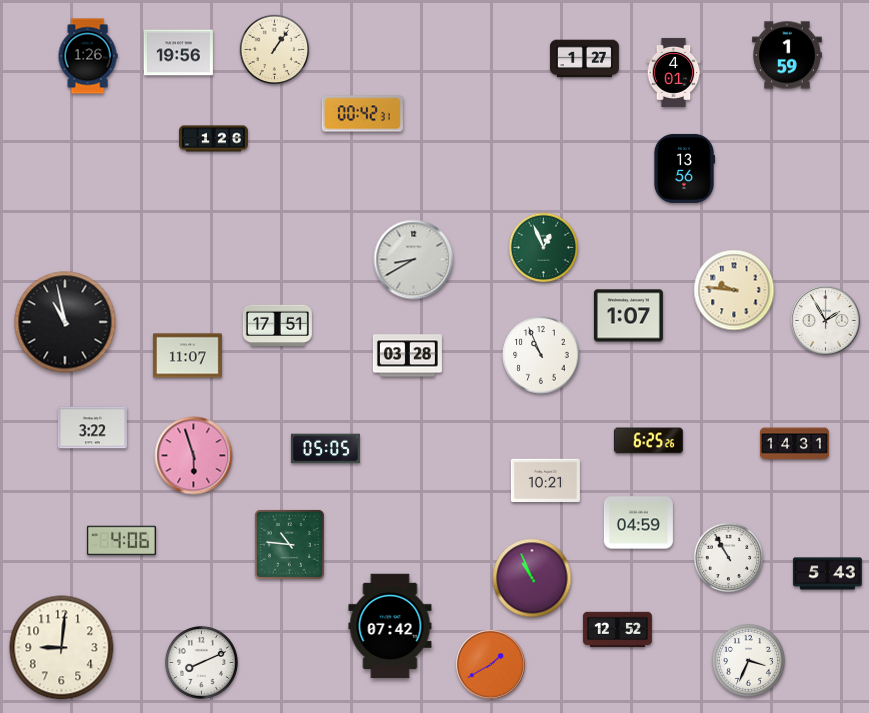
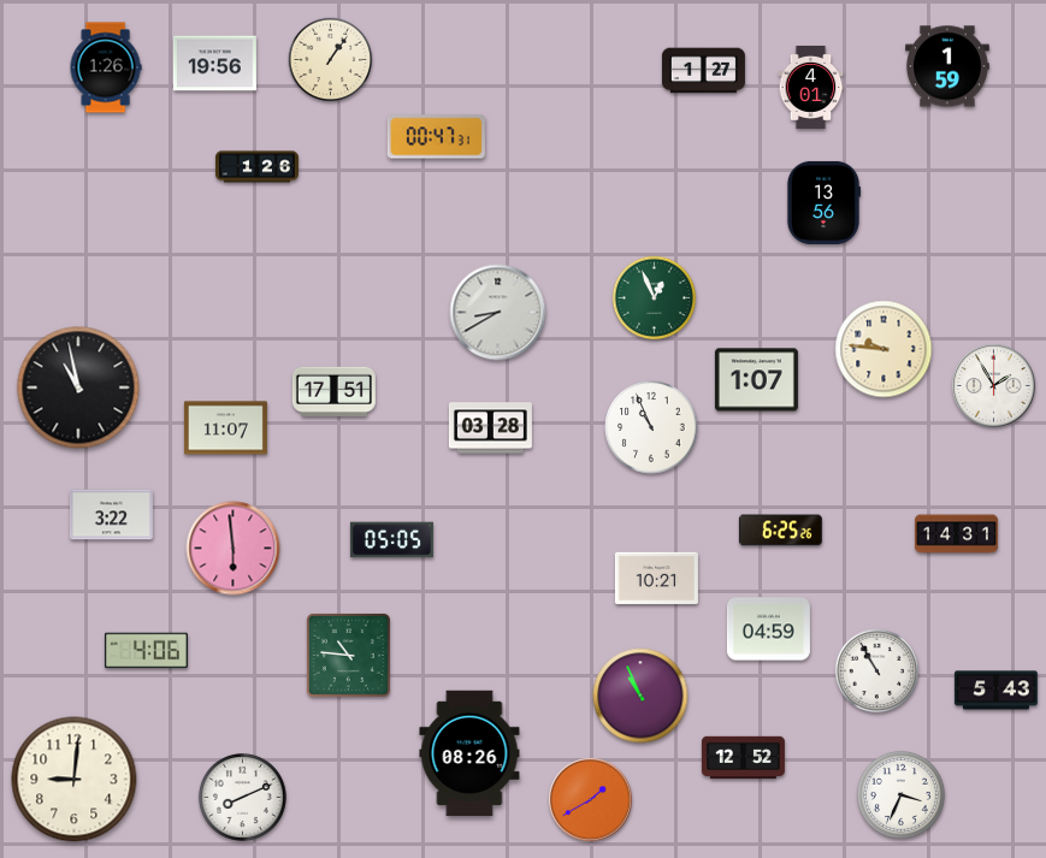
clock at (362, 114): 00:42 -> 00:47
clock at (194, 456): 5:57 -> 5:59
clock at (390, 626): 07:42 -> 08:26
